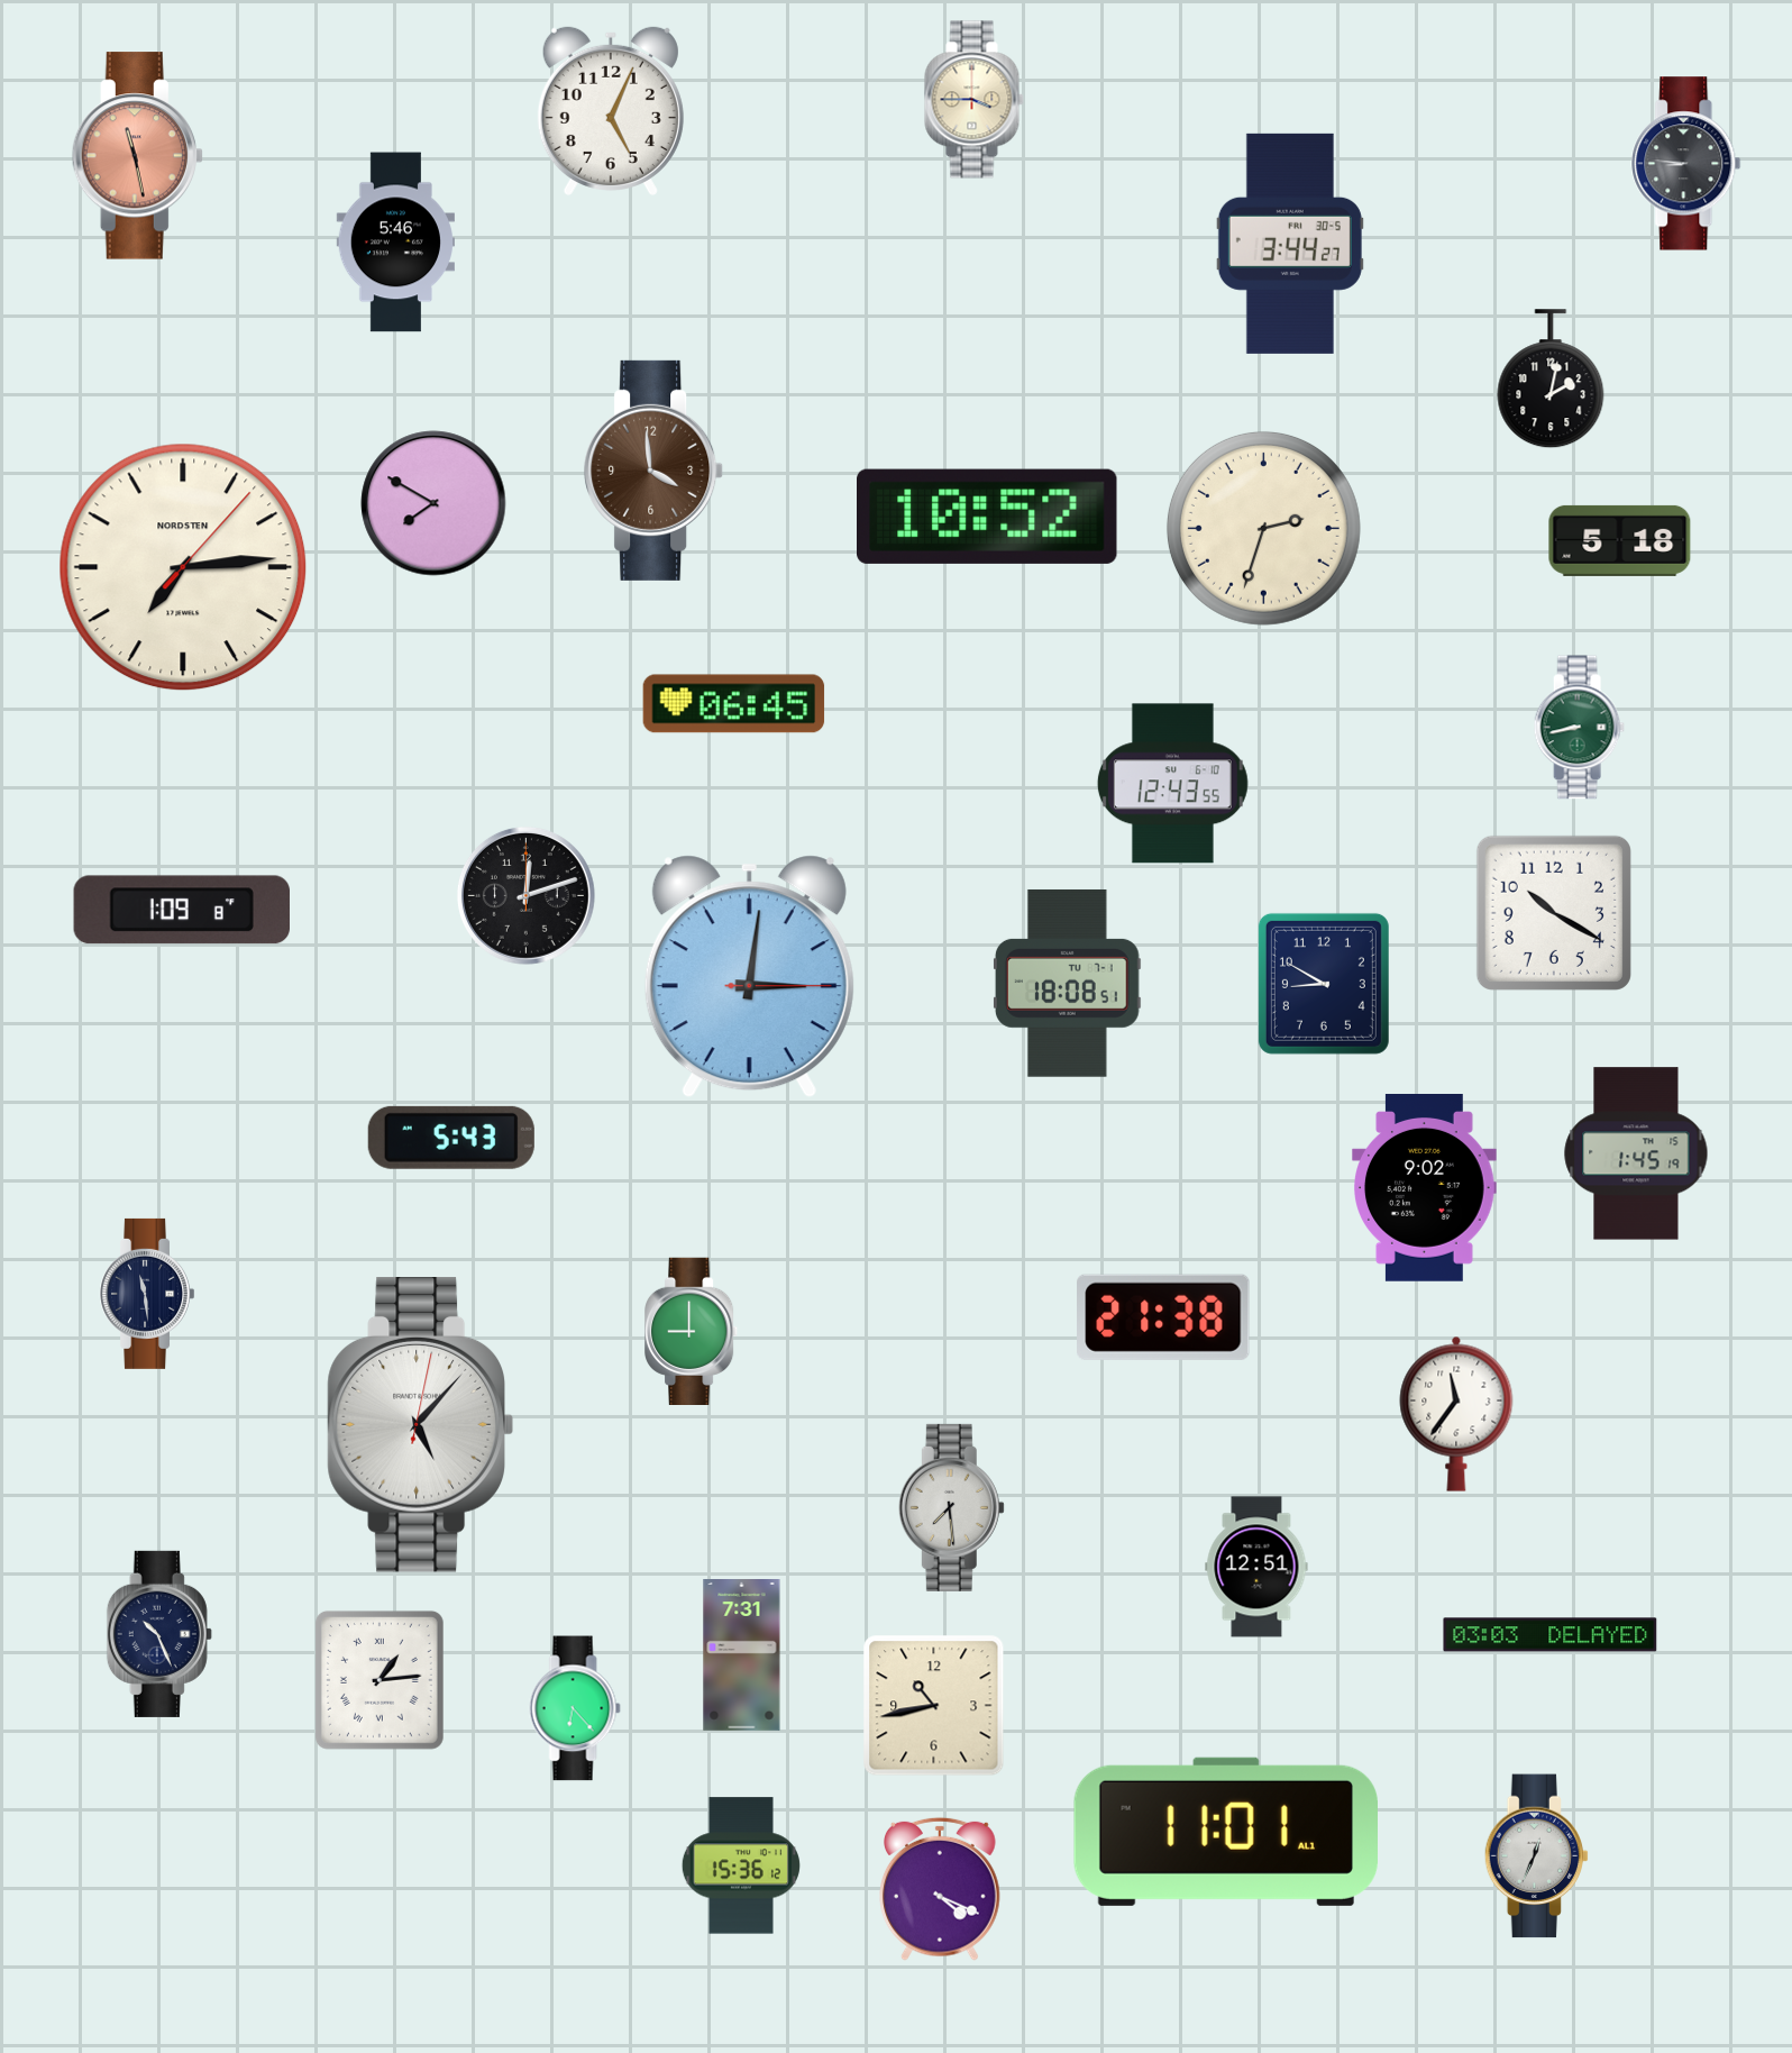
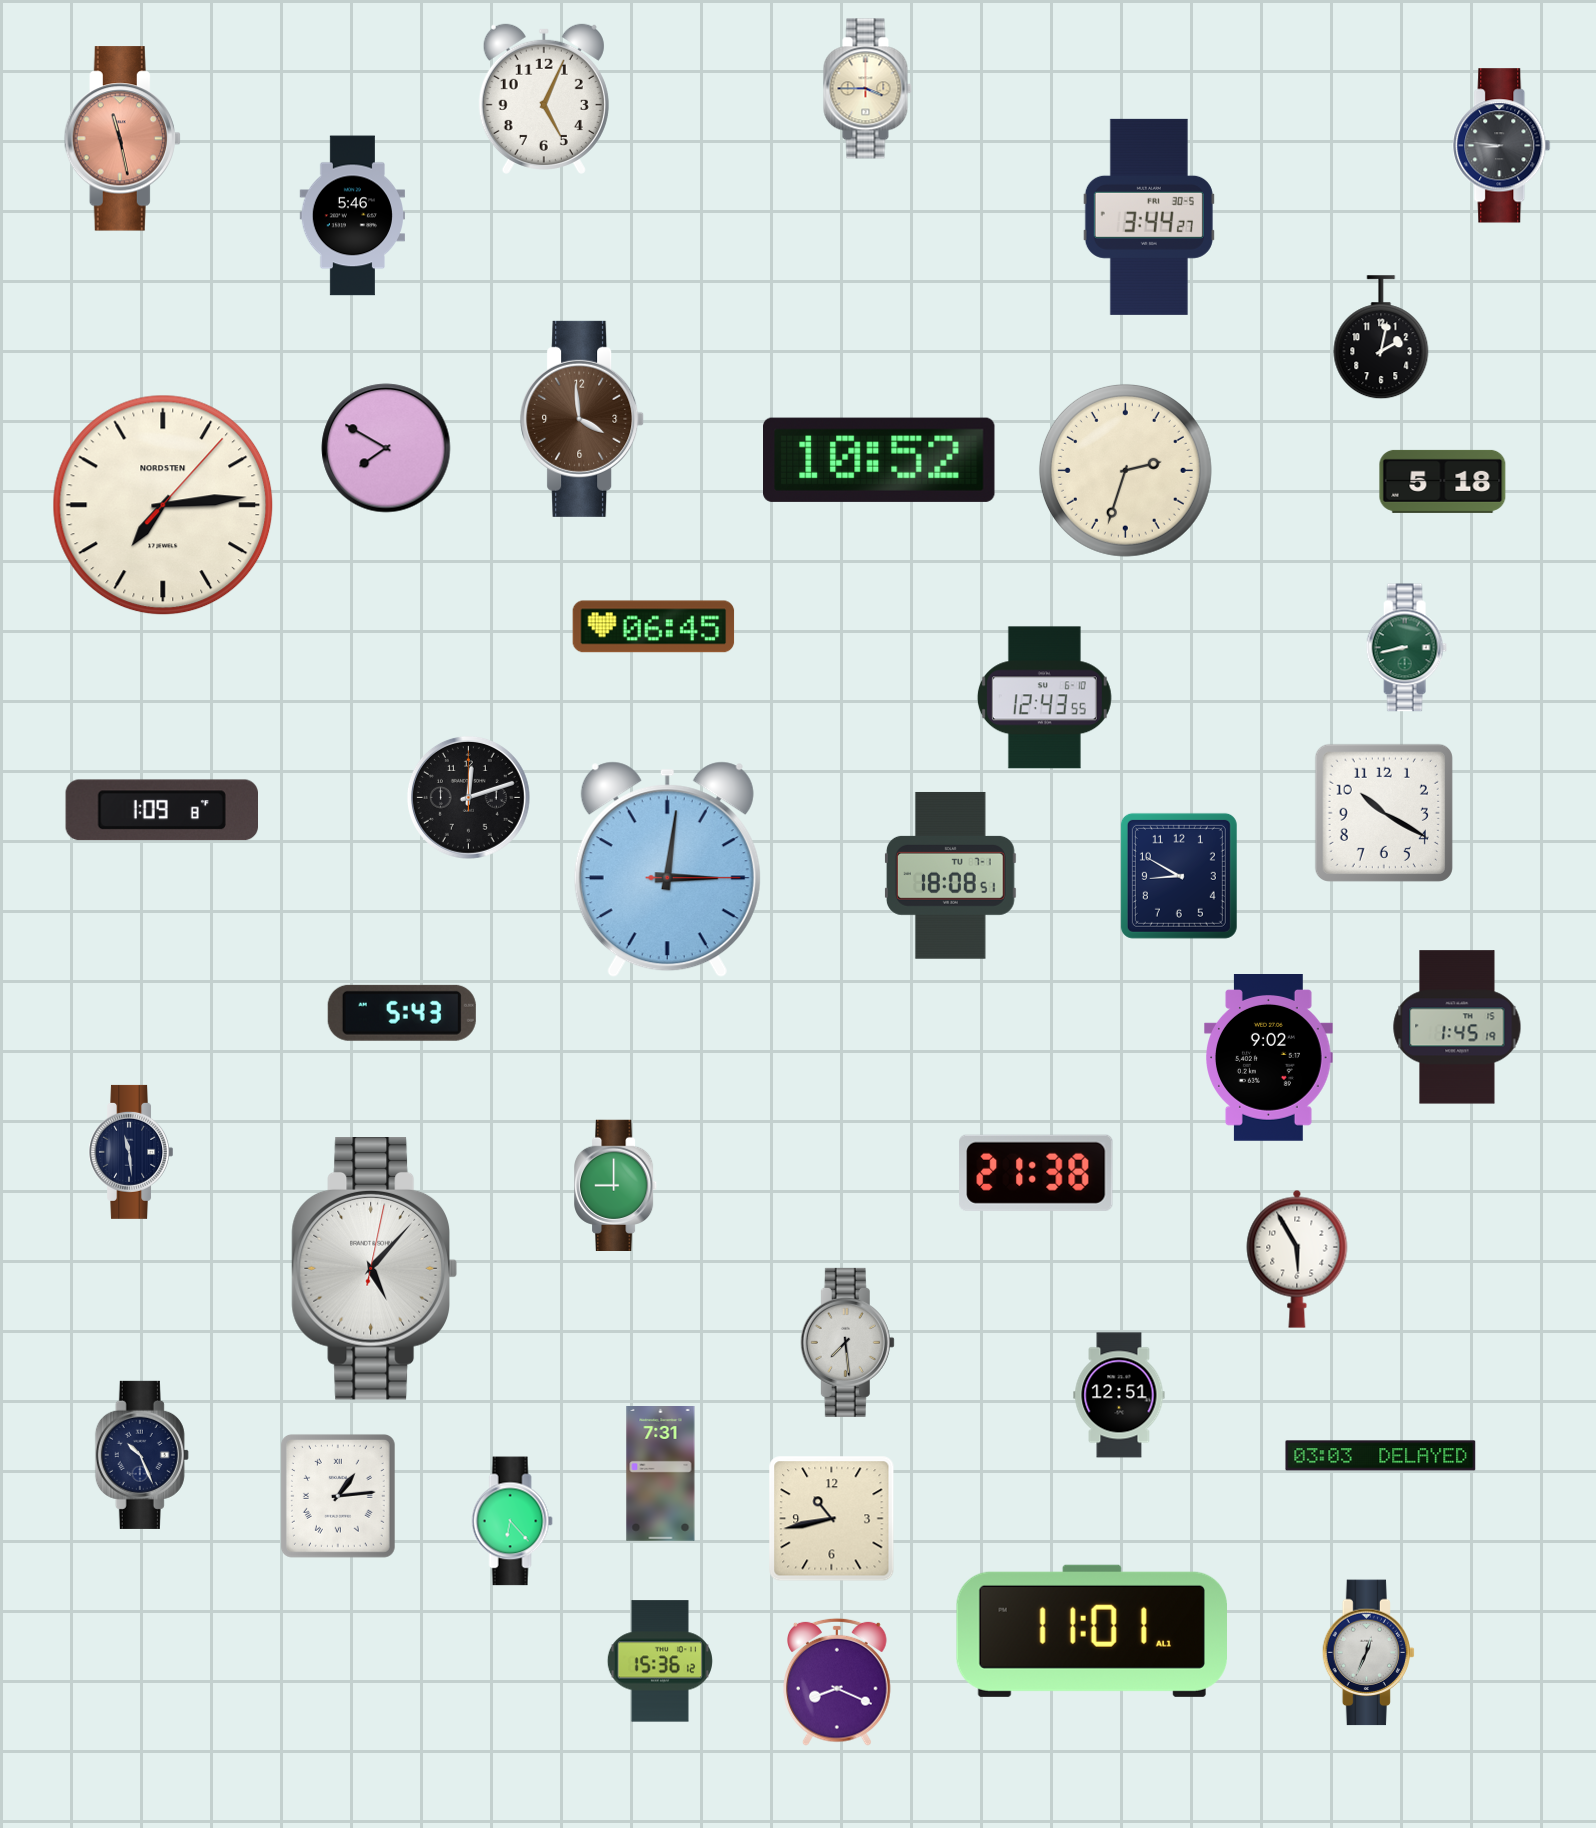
clock at (1456, 1414): 11:36 -> 5:55
clock at (941, 1889): 4:19 -> 8:19
